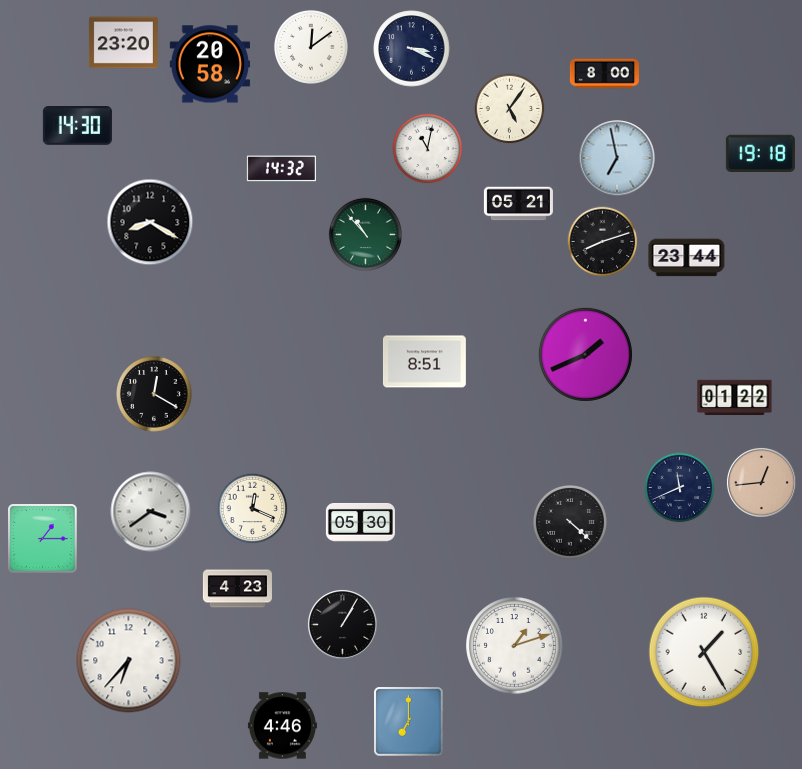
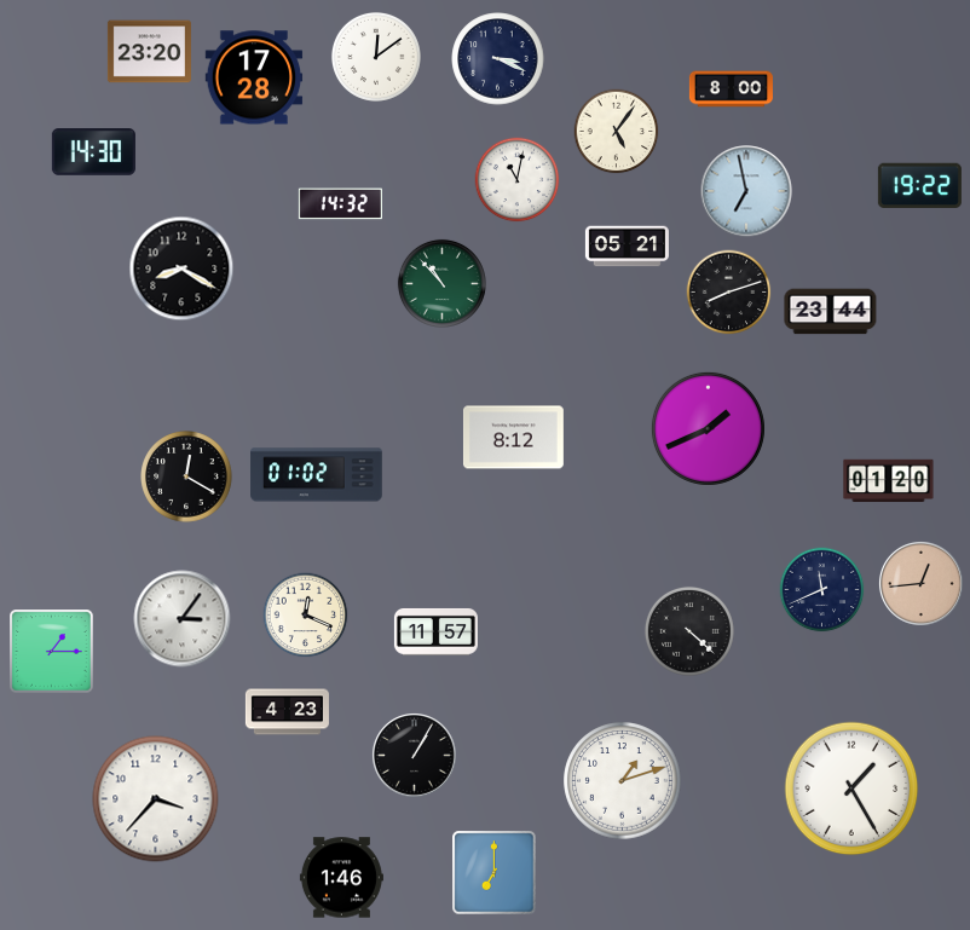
clock at (210, 64): 20:58 -> 17:28
clock at (760, 154): 19:18 -> 19:22
clock at (424, 362): 8:51 -> 8:12
clock at (317, 475): none -> 01:02
clock at (735, 398): 01:22 -> 01:20
clock at (151, 512): 3:39 -> 3:06
clock at (360, 522): 05:30 -> 11:57
clock at (129, 661): 6:37 -> 3:37
clock at (282, 726): 4:46 -> 1:46
